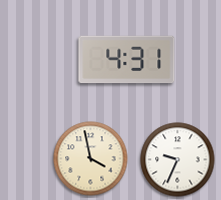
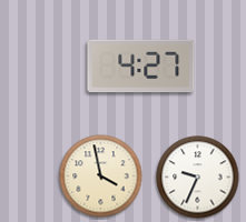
clock at (127, 60): 4:31 -> 4:27
